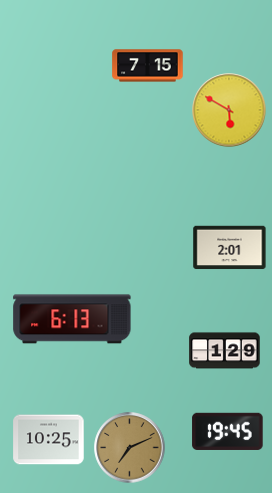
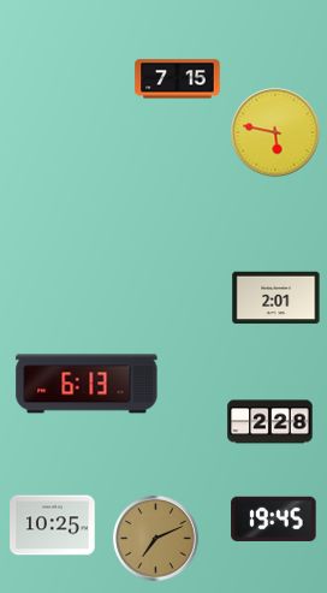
clock at (229, 110): 5:50 -> 5:47
clock at (225, 351): 1:29 -> 2:28
clock at (49, 440) position: (49, 440) -> (53, 526)
